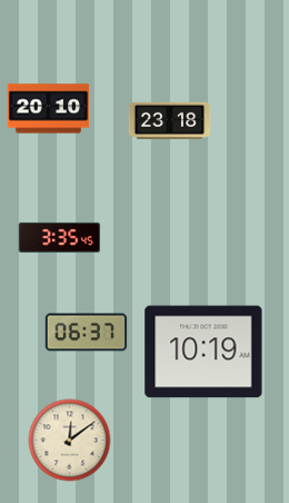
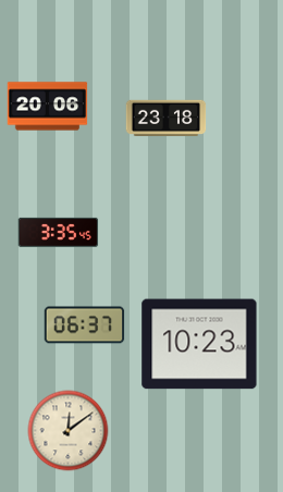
clock at (49, 109): 20:10 -> 20:06
clock at (203, 352): 10:19 -> 10:23
